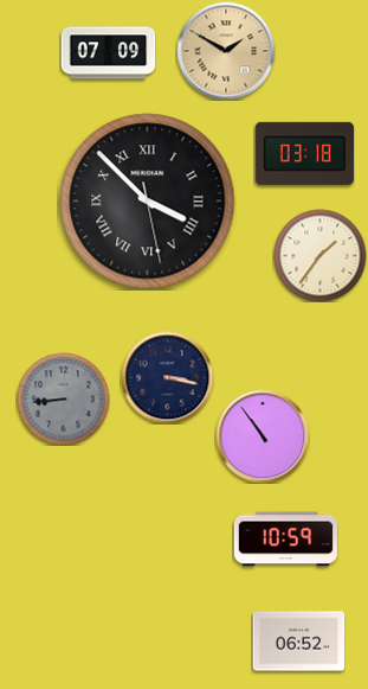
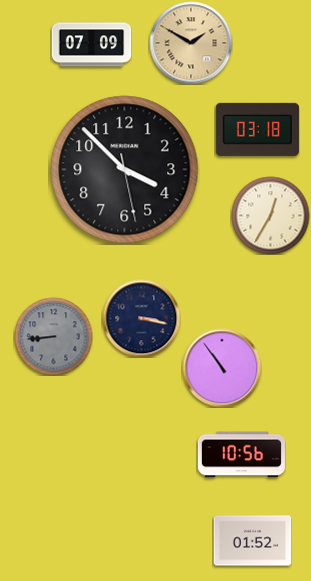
clock at (148, 202) numerals: Roman -> Arabic
clock at (319, 255): 1:36 -> 12:35
clock at (285, 540): 10:59 -> 10:56
clock at (298, 642): 06:52 -> 01:52
